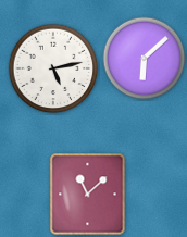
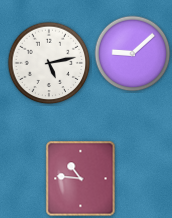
clock at (145, 59): 6:08 -> 9:08
clock at (88, 195): 11:08 -> 10:46
